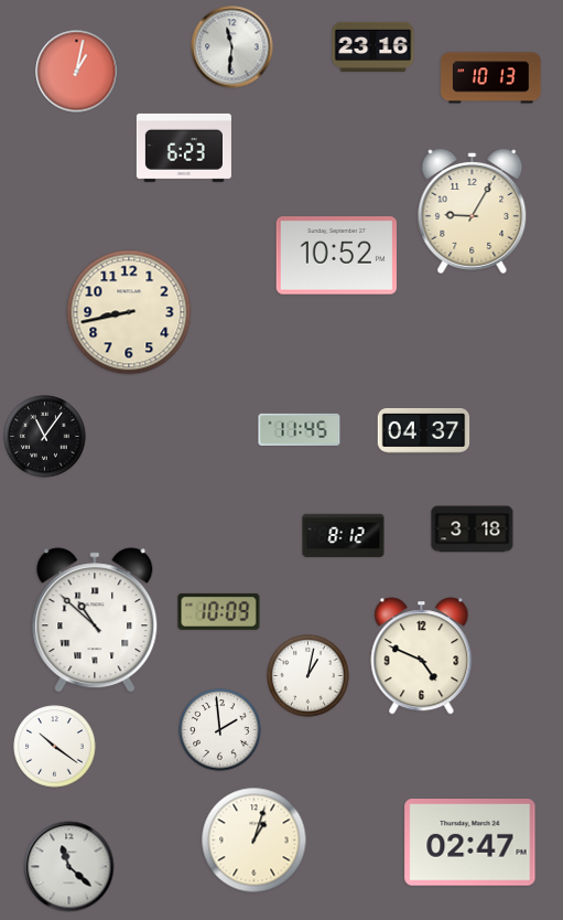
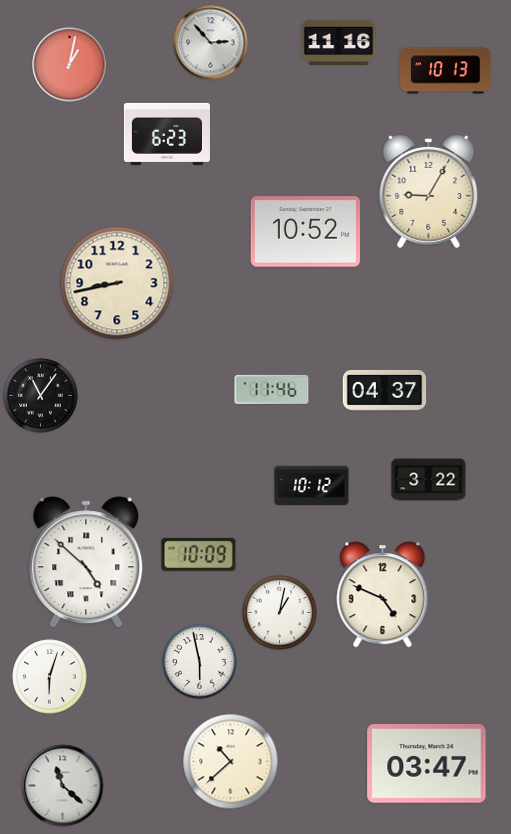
clock at (373, 46): 23:16 -> 11:16
clock at (232, 47): 11:31 -> 2:53
clock at (300, 429): 11:45 -> 11:46
clock at (473, 529): 3:18 -> 3:22
clock at (344, 536): 8:12 -> 10:12
clock at (95, 620): 10:52 -> 4:52
clock at (220, 730): 1:59 -> 5:58
clock at (55, 747): 10:21 -> 6:03
clock at (255, 841): 1:03 -> 10:38
clock at (470, 843): 02:47 -> 03:47
